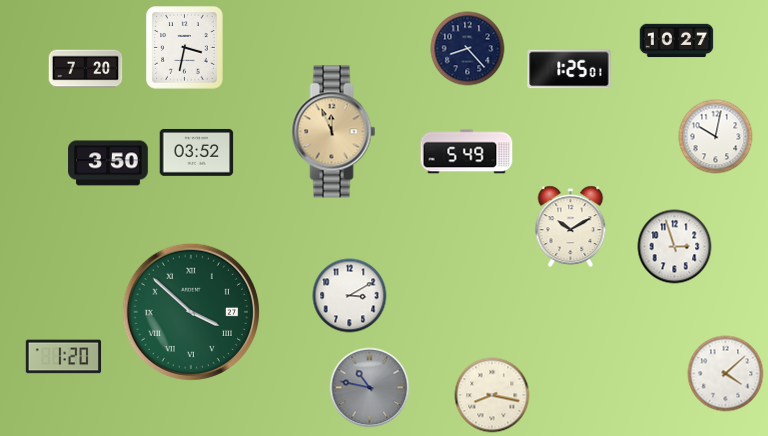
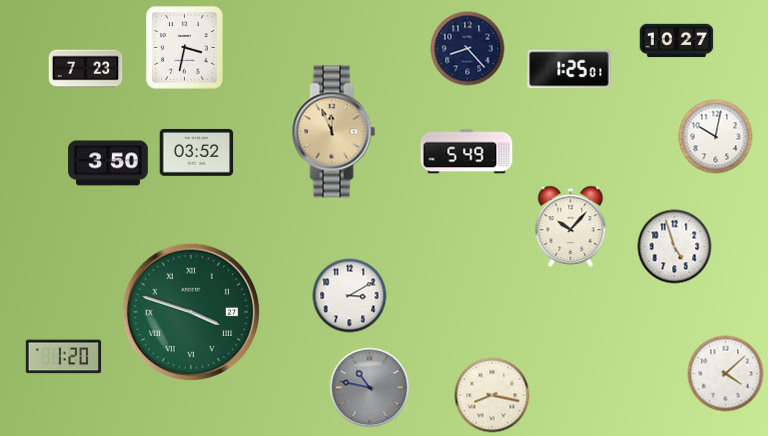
clock at (86, 69): 7:20 -> 7:23
clock at (571, 227): 10:10 -> 10:07
clock at (675, 247): 2:57 -> 4:57
clock at (191, 312): 3:52 -> 3:48
